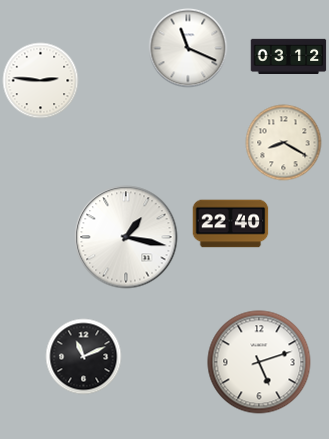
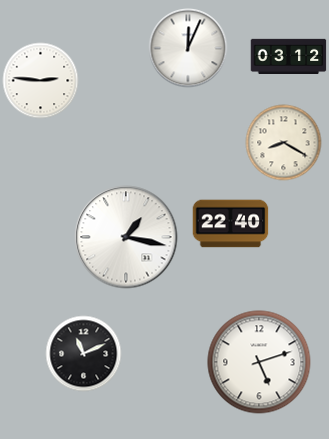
clock at (188, 48): 11:19 -> 12:04
clock at (84, 357) position: (84, 357) -> (84, 354)
